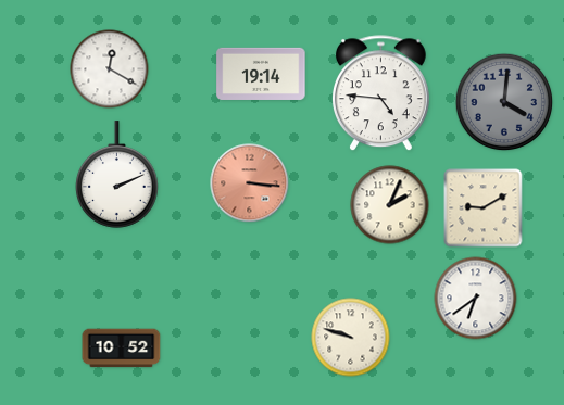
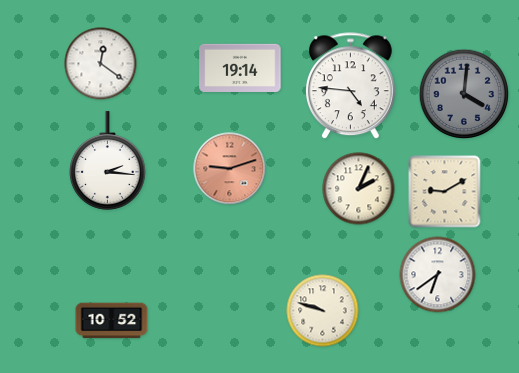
clock at (110, 69): 12:20 -> 12:21
clock at (117, 175): 2:11 -> 2:16
clock at (250, 183): 3:16 -> 9:12
